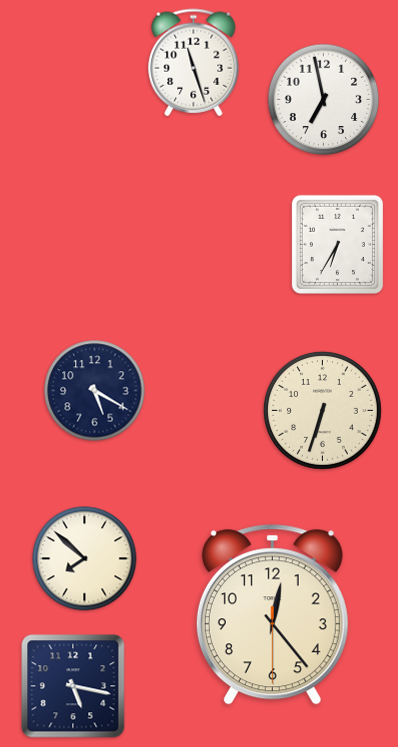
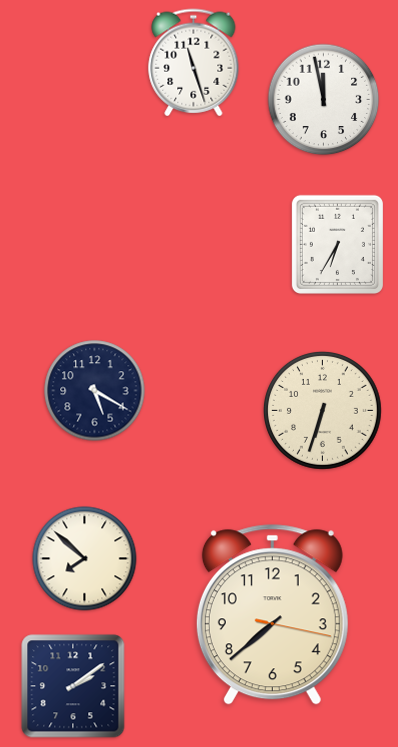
clock at (324, 100): 6:58 -> 11:58
clock at (272, 615): 12:23 -> 7:38
clock at (73, 686): 5:17 -> 2:09
